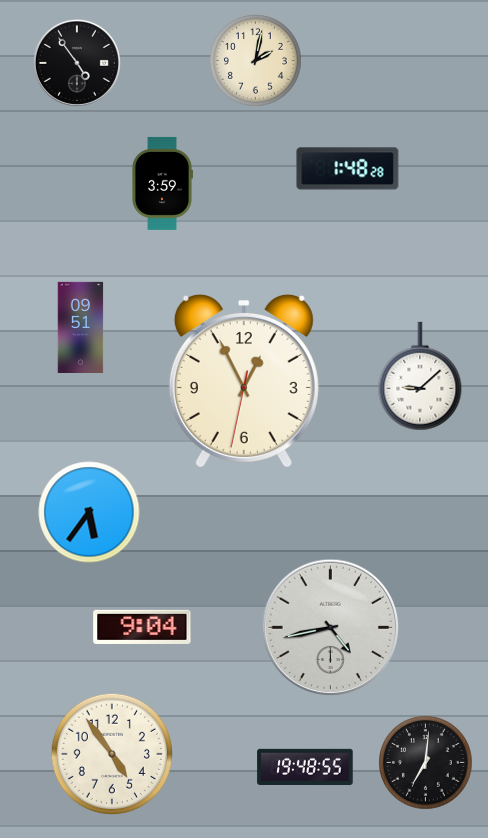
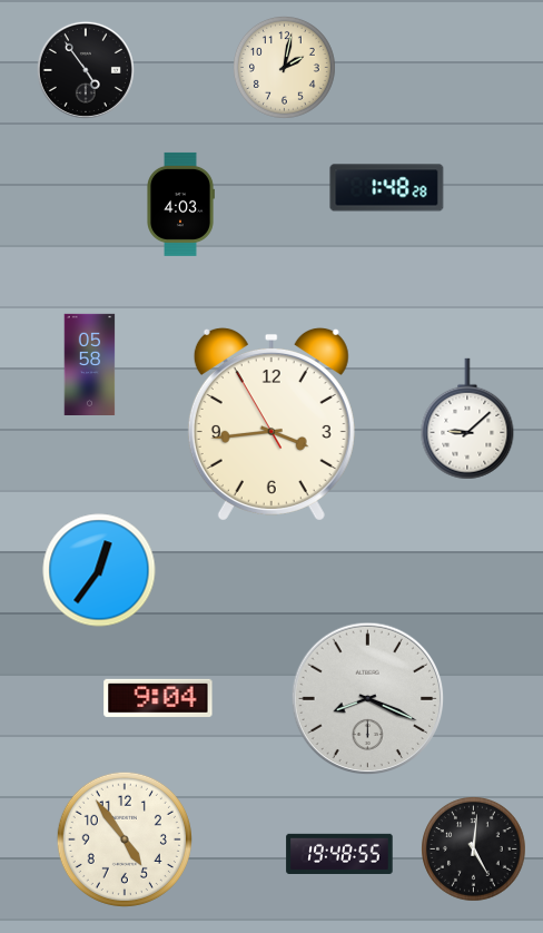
clock at (163, 183): 3:59 -> 4:03
clock at (81, 327): 09:51 -> 05:58
clock at (244, 381): 12:55 -> 3:43
clock at (89, 512): 5:36 -> 12:36
clock at (331, 628): 4:43 -> 8:19
clock at (426, 763): 7:01 -> 5:01
